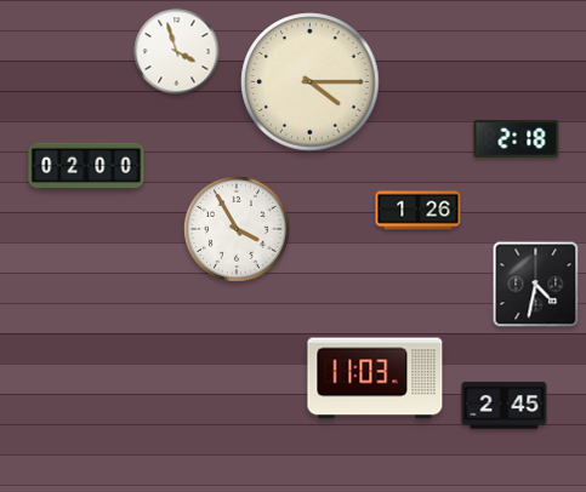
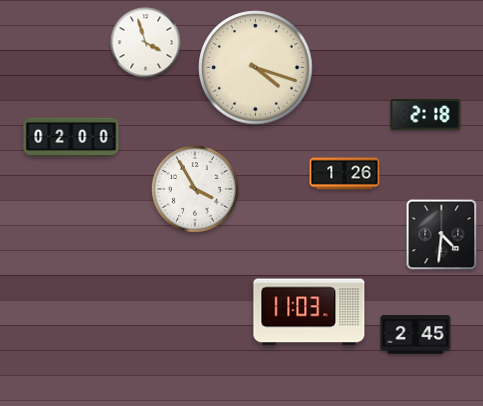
clock at (311, 82): 4:15 -> 4:18
clock at (536, 285): 4:32 -> 4:31
